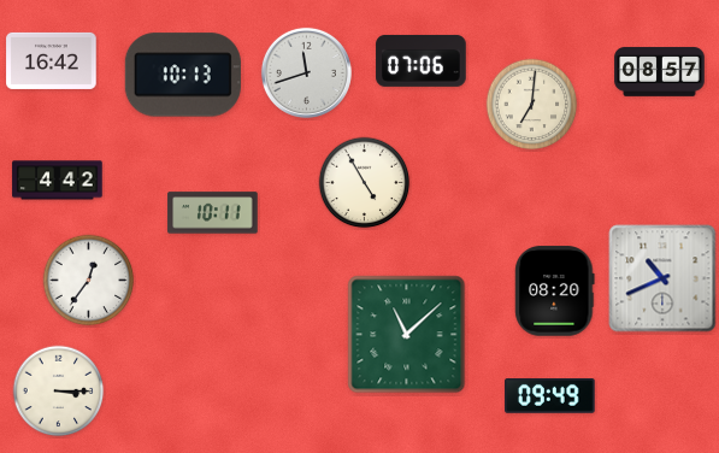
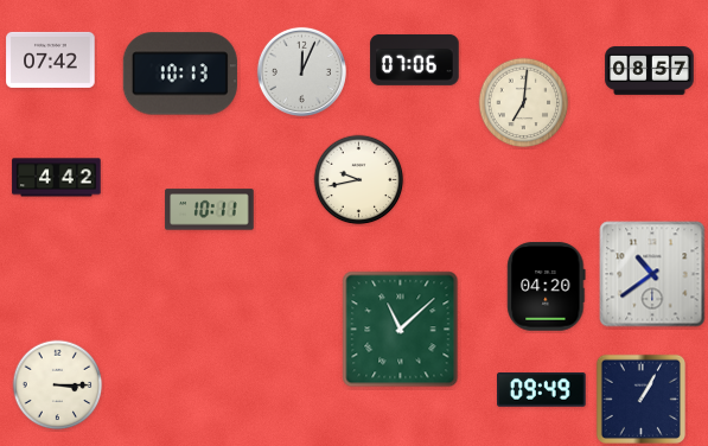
clock at (52, 60): 16:42 -> 07:42
clock at (306, 72): 11:42 -> 12:04
clock at (365, 183): 4:55 -> 9:43
clock at (662, 278): 10:41 -> 10:39
clock at (89, 281): 12:36 -> none
clock at (555, 292): 08:20 -> 04:20
clock at (640, 399): none -> 1:05
